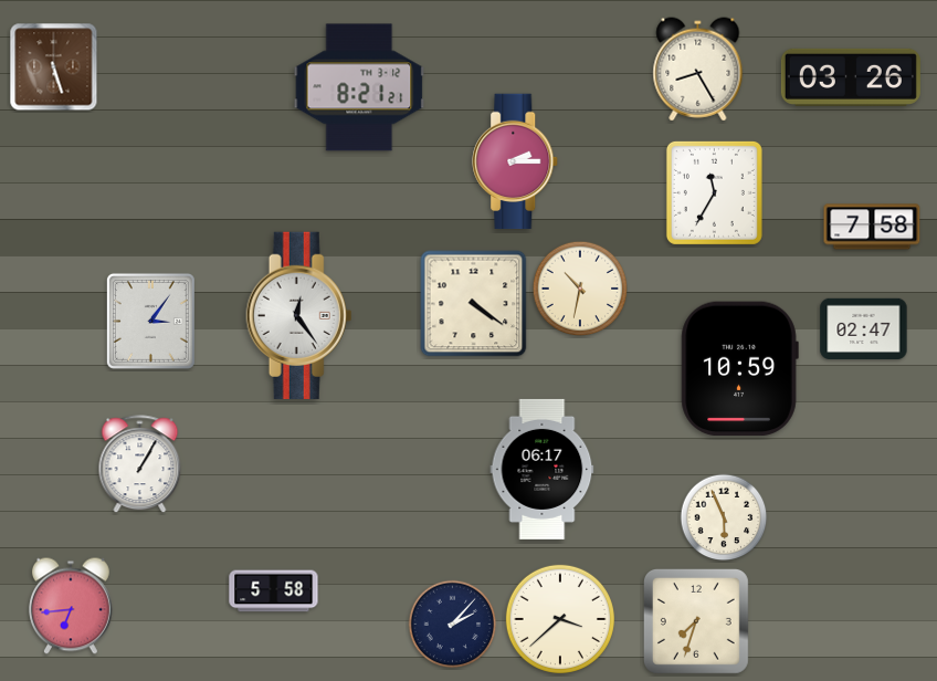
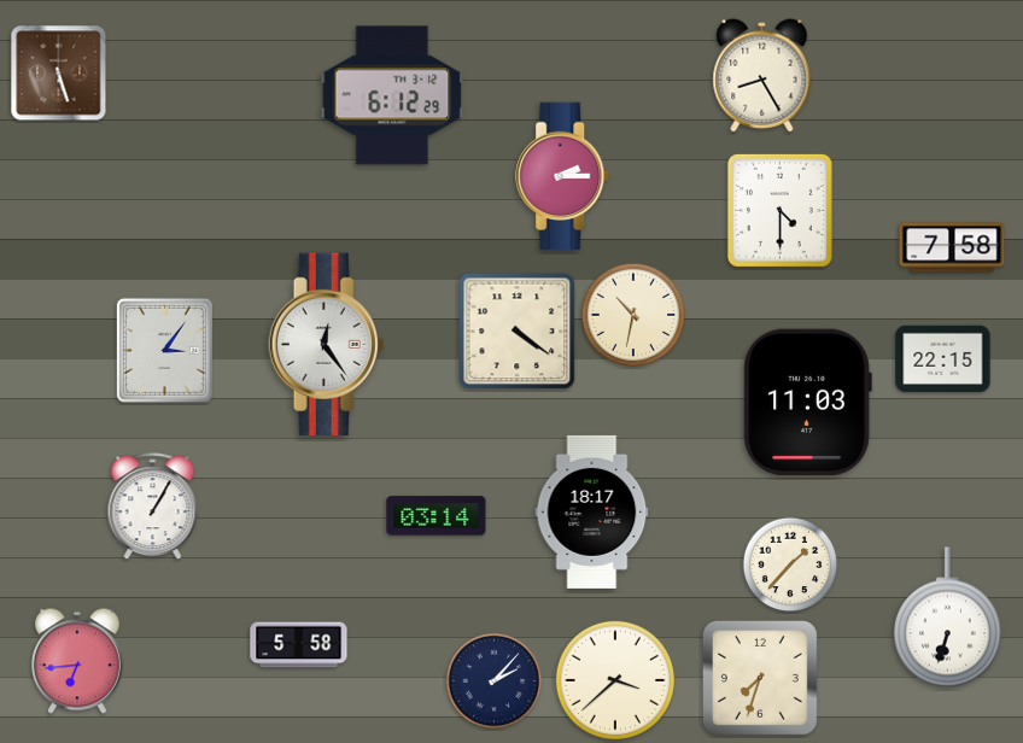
clock at (851, 77): 03:26 -> none
clock at (359, 87): 8:21 -> 6:12
clock at (714, 192): 11:35 -> 4:30
clock at (864, 328): 02:47 -> 22:15
clock at (739, 369): 10:59 -> 11:03
clock at (543, 469): 06:17 -> 18:17
clock at (437, 516): none -> 03:14
clock at (724, 517): 5:56 -> 1:37
clock at (947, 618): none -> 6:33
clock at (560, 619) position: (560, 619) -> (615, 680)
